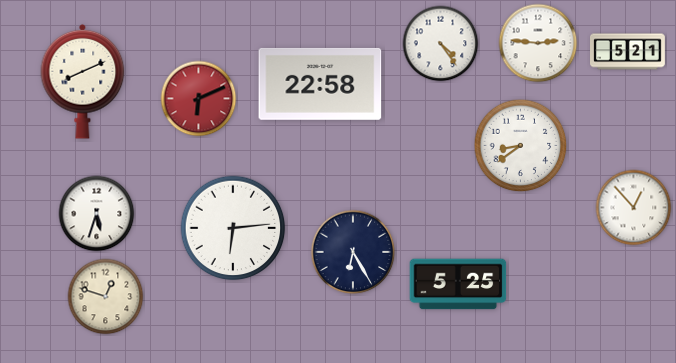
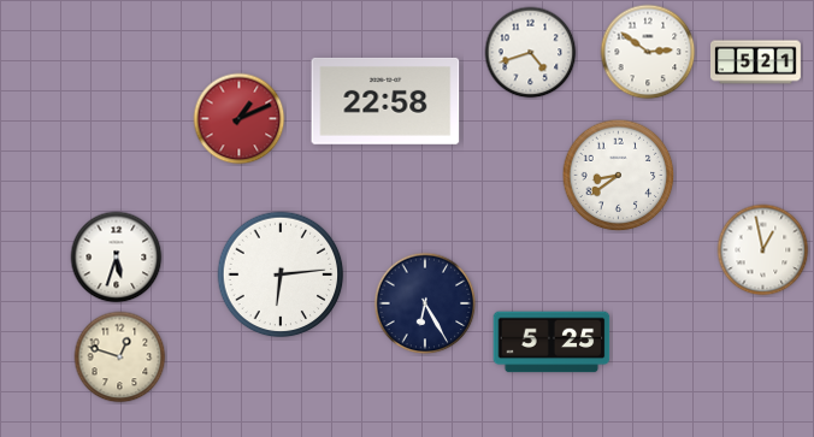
clock at (538, 43): 2:46 -> 2:51
clock at (441, 44): 4:24 -> 4:42
clock at (83, 81): 8:11 -> none
clock at (199, 99): 6:11 -> 1:11
clock at (521, 146) position: (521, 146) -> (619, 176)
clock at (634, 208): 12:53 -> 12:58
clock at (106, 297) position: (106, 297) -> (120, 358)
